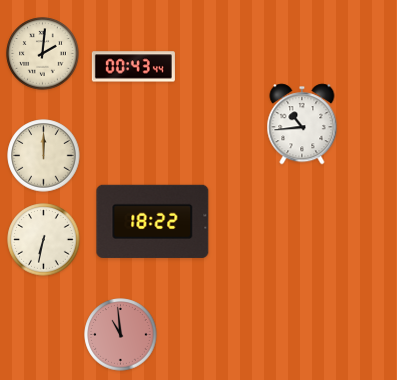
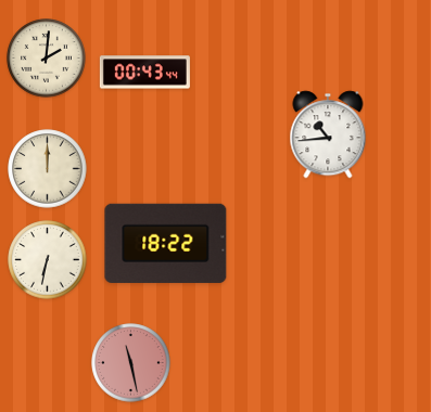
clock at (153, 221) position: (153, 221) -> (166, 243)
clock at (121, 335): 10:59 -> 11:28
